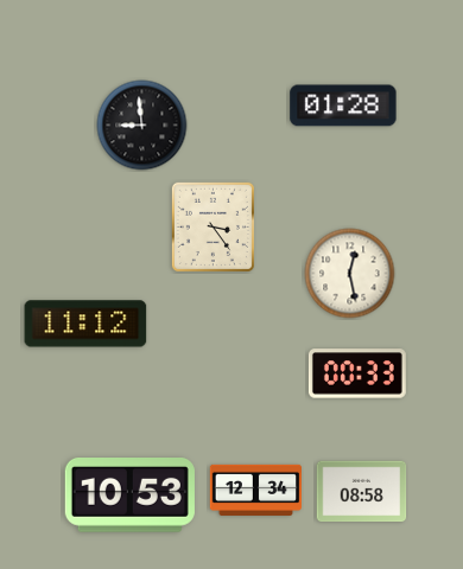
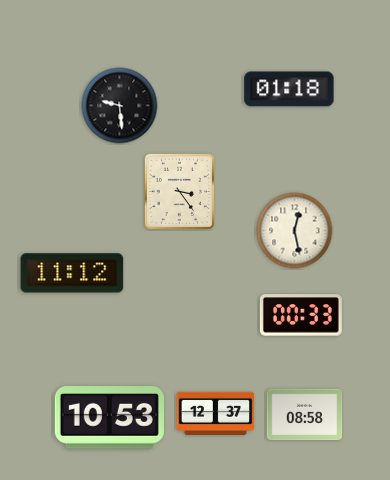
clock at (343, 106): 01:28 -> 01:18
clock at (142, 126): 8:59 -> 9:29
clock at (255, 490): 12:34 -> 12:37
